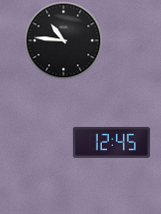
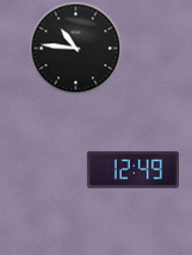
clock at (111, 142): 12:45 -> 12:49
